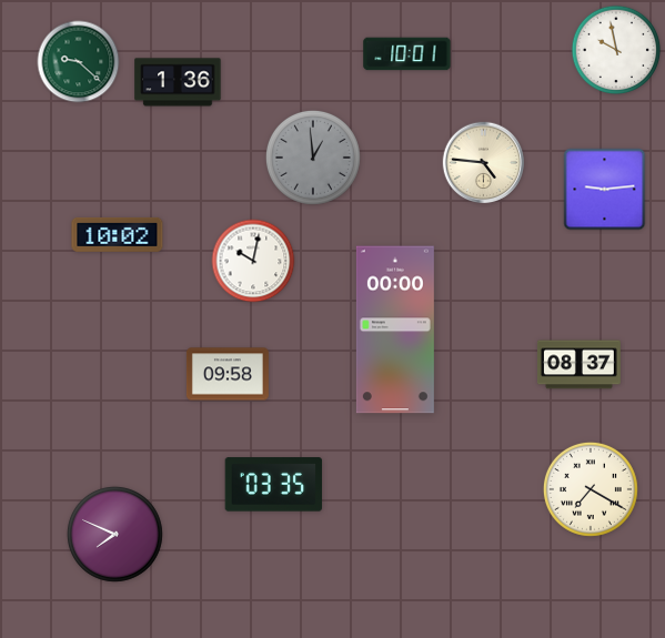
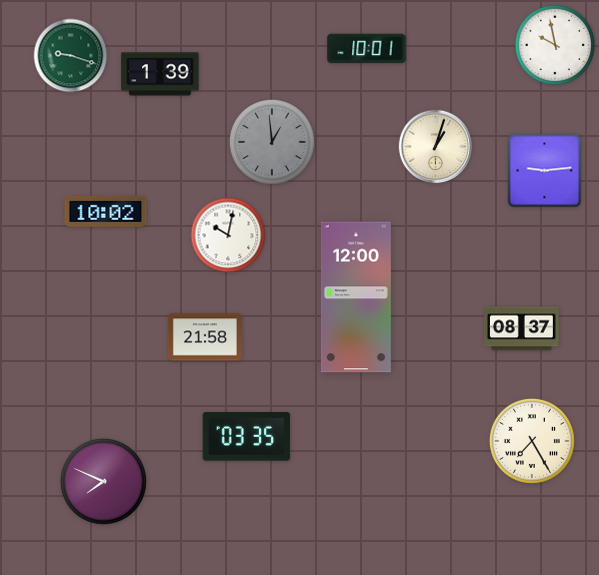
clock at (79, 62): 9:22 -> 9:18
clock at (178, 82): 1:36 -> 1:39
clock at (313, 158) position: (313, 158) -> (272, 142)
clock at (484, 163): 4:46 -> 1:03
clock at (395, 330): 00:00 -> 12:00
clock at (228, 374): 09:58 -> 21:58
clock at (591, 489): 7:20 -> 7:25
